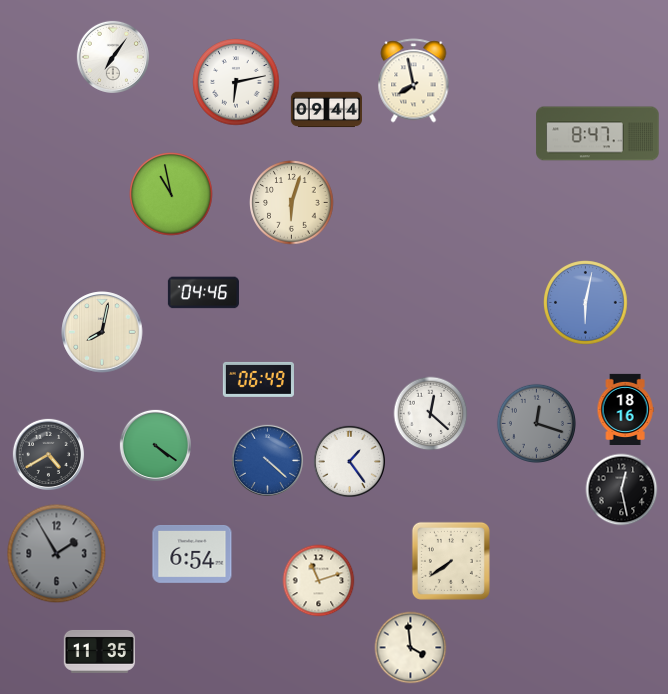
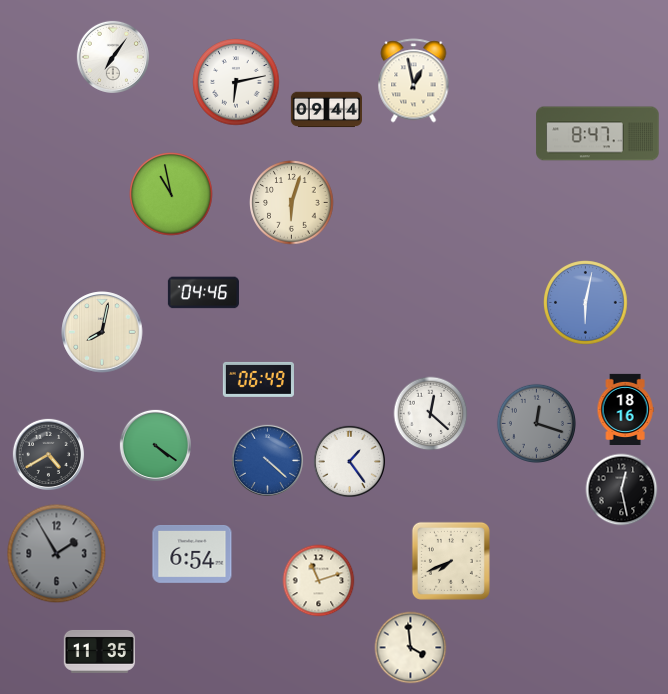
clock at (414, 81): 7:58 -> 12:58
clock at (451, 561): 7:39 -> 7:41
